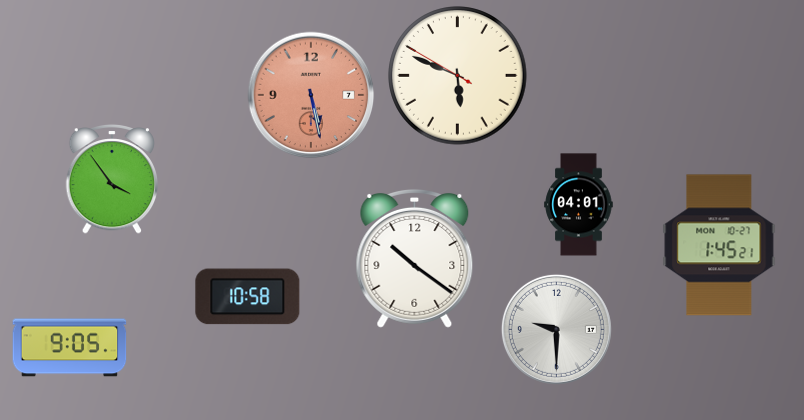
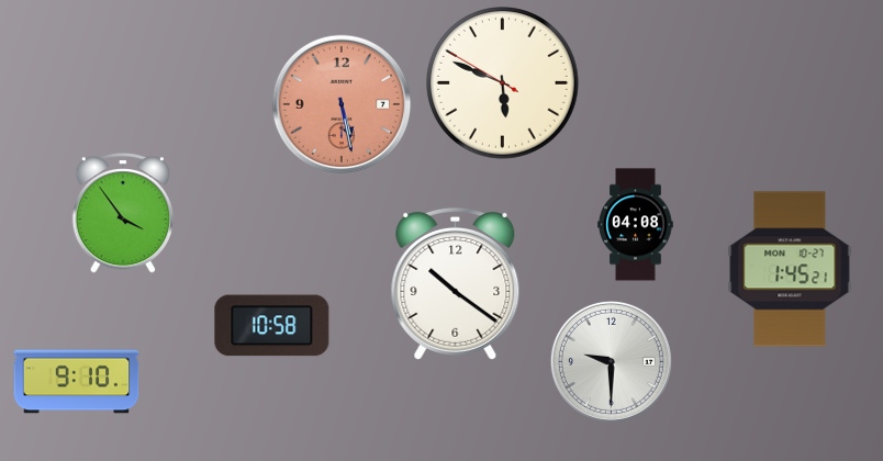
clock at (112, 179) position: (112, 179) -> (123, 213)
clock at (579, 205): 04:01 -> 04:08
clock at (70, 348): 9:05 -> 9:10
